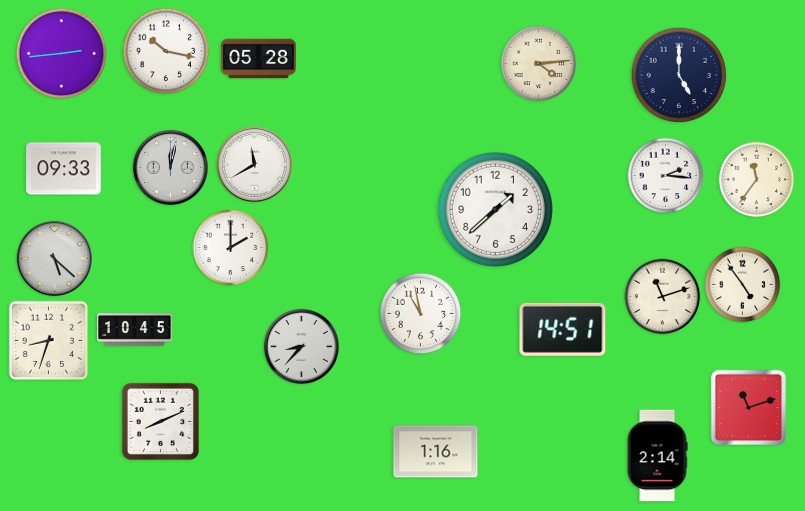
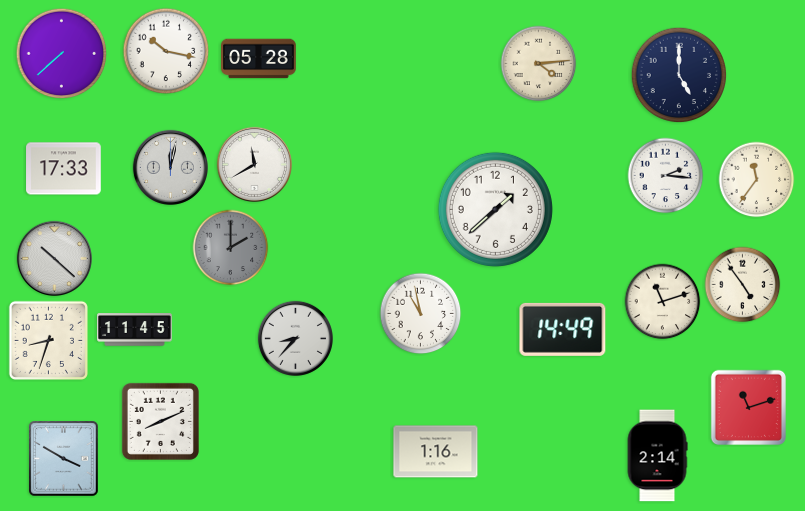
clock at (62, 54): 2:44 -> 7:38
clock at (64, 169): 09:33 -> 17:33
clock at (231, 248) dial: white -> grey
clock at (54, 258): 5:22 -> 10:22
clock at (663, 297) position: (663, 297) -> (663, 302)
clock at (563, 329): 14:51 -> 14:49
clock at (135, 330): 10:45 -> 11:45
clock at (301, 346) position: (301, 346) -> (295, 338)
clock at (64, 459): none -> 3:50
